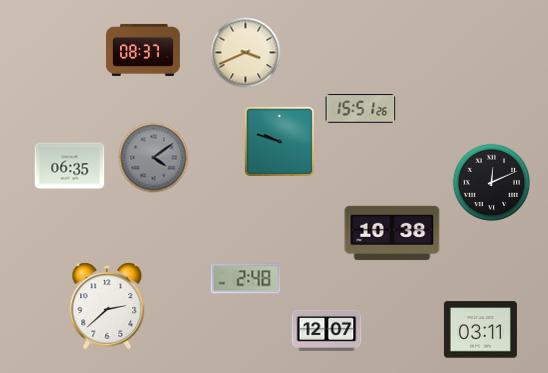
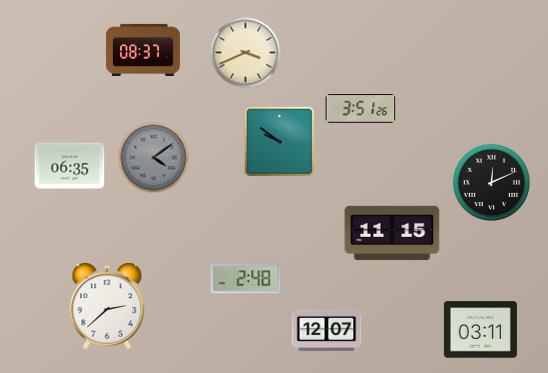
clock at (361, 109): 15:51 -> 3:51
clock at (279, 141): 9:48 -> 9:51
clock at (392, 233): 10:38 -> 11:15
